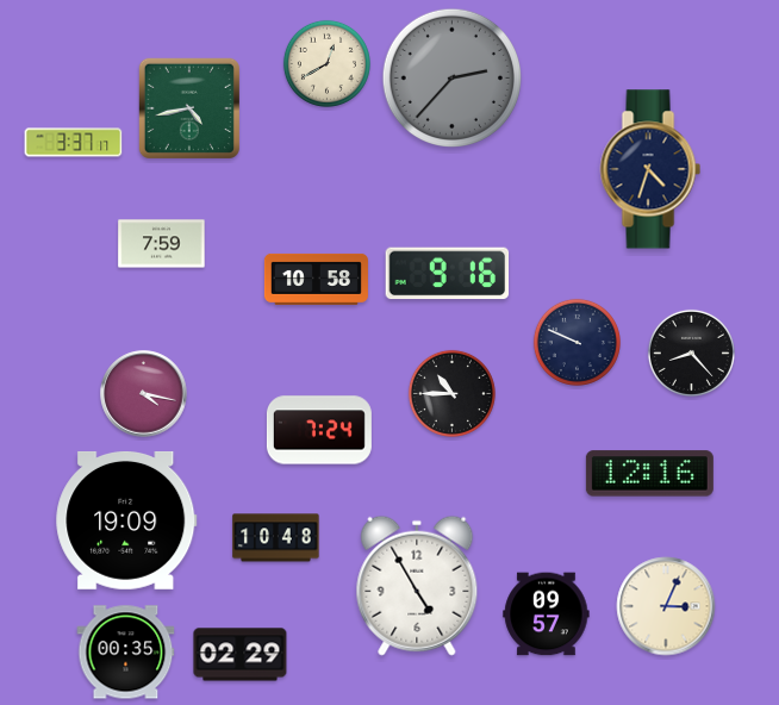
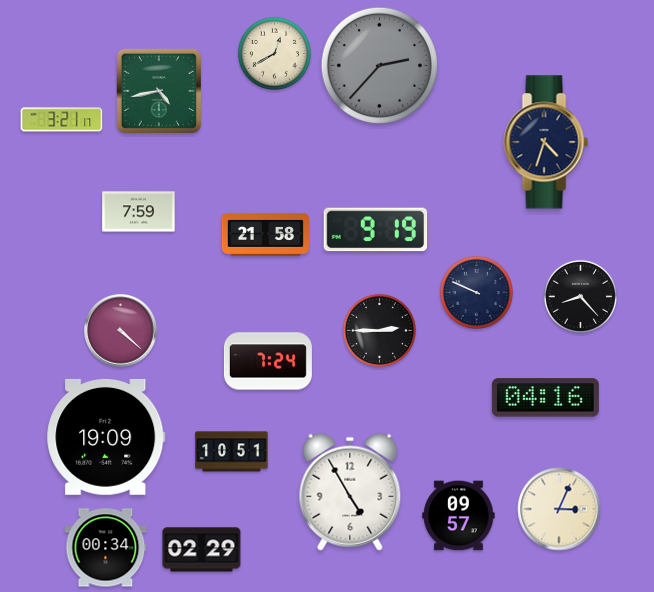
clock at (74, 143): 3:37 -> 3:21
clock at (162, 244) position: (162, 244) -> (139, 212)
clock at (448, 274): 9:16 -> 9:19
clock at (316, 279): 10:58 -> 21:58
clock at (577, 342) position: (577, 342) -> (476, 292)
clock at (451, 393): 10:45 -> 2:45
clock at (144, 394): 4:17 -> 4:22
clock at (649, 474): 12:16 -> 04:16
clock at (276, 538): 10:48 -> 10:51
clock at (126, 653): 00:35 -> 00:34
